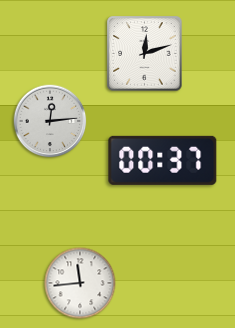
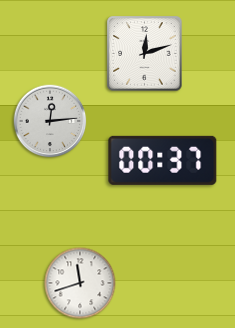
clock at (80, 283): 11:44 -> 11:42
